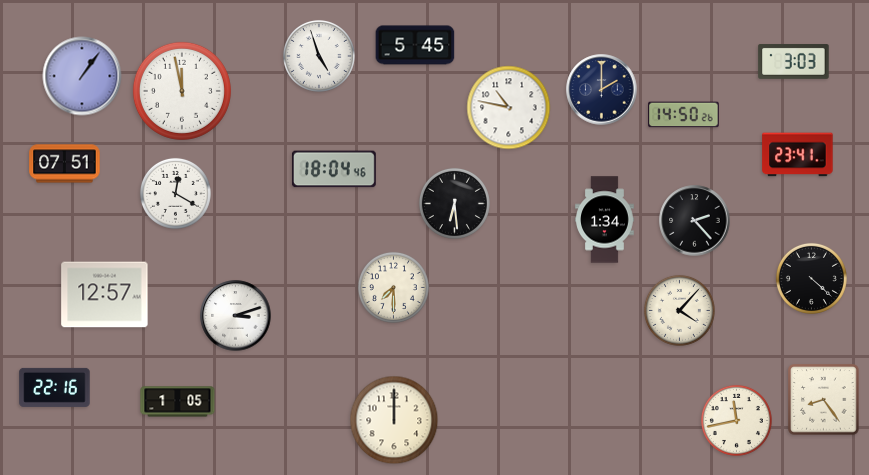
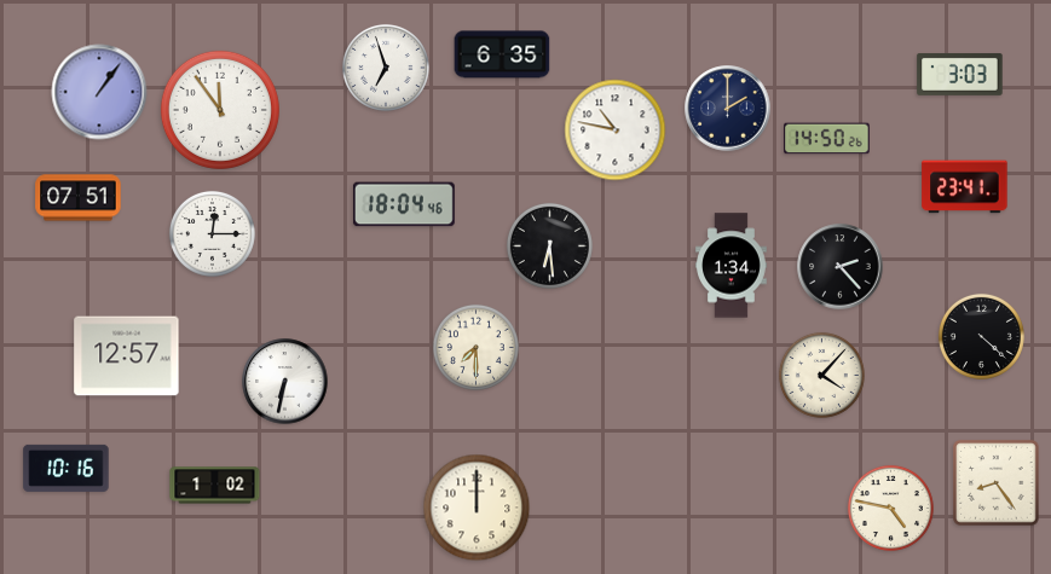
clock at (415, 45): 5:45 -> 6:35
clock at (319, 56): 4:57 -> 6:57
clock at (182, 91): 11:58 -> 11:54
clock at (175, 193): 12:20 -> 12:15
clock at (236, 316): 3:12 -> 6:32
clock at (55, 387): 22:16 -> 10:16
clock at (178, 402): 1:05 -> 1:02
clock at (736, 420): 11:43 -> 4:47
